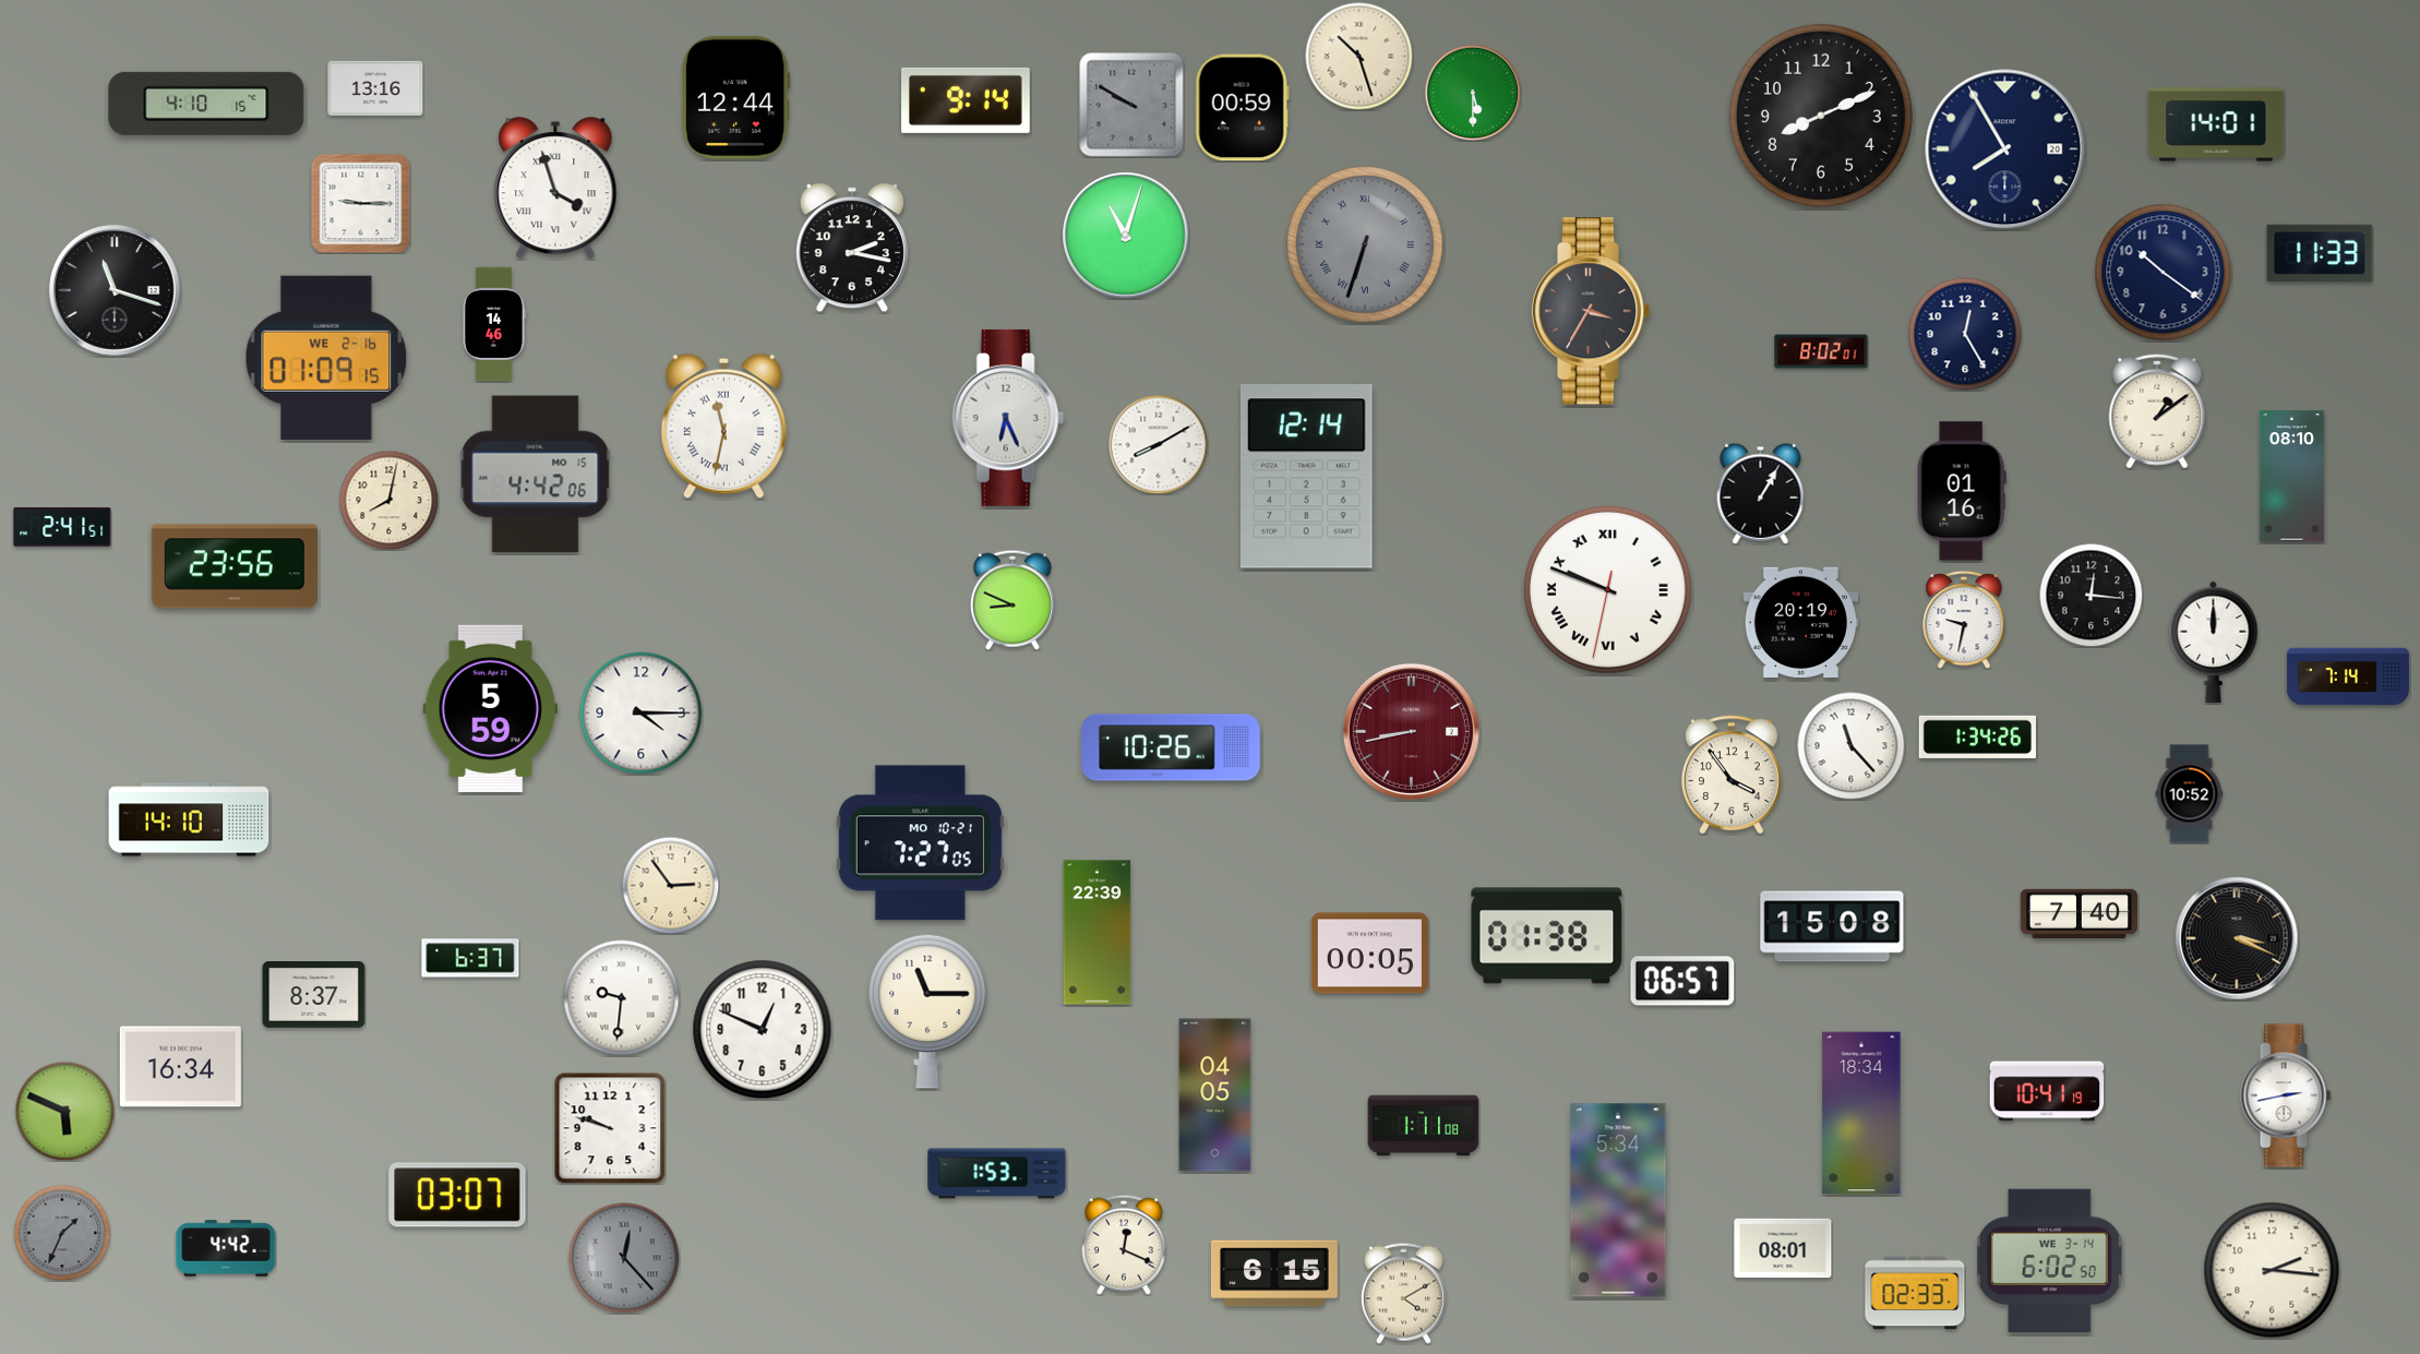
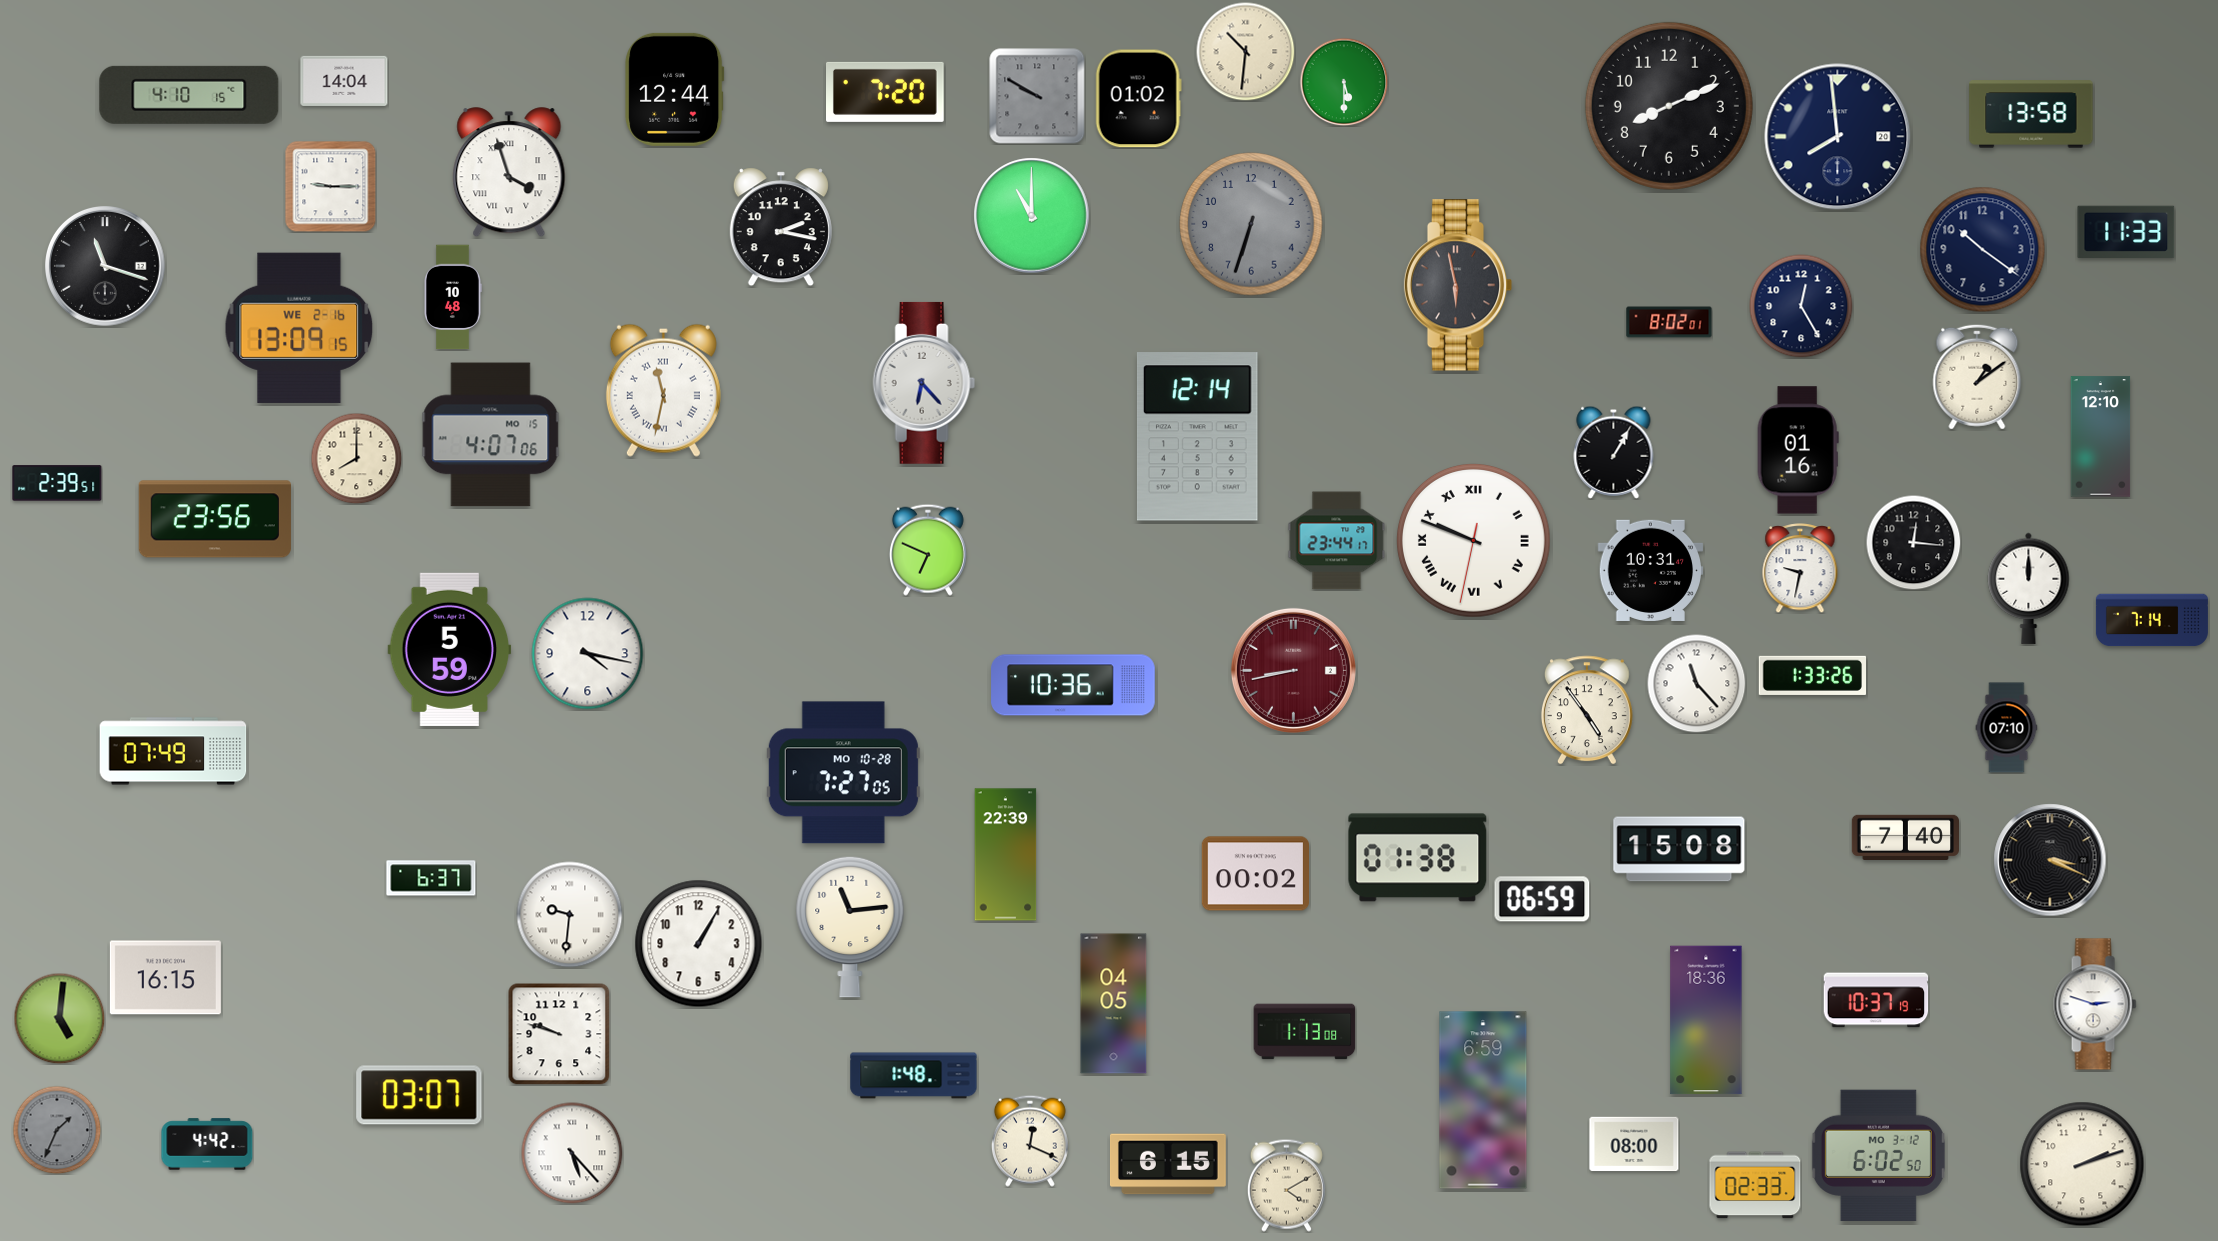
clock at (1359, 57): 10:27 -> 10:31
clock at (375, 88): 13:16 -> 14:04
clock at (1473, 93) position: (1473, 93) -> (1344, 82)
clock at (967, 100): 9:14 -> 7:20
clock at (1242, 108): 00:59 -> 01:02
clock at (2216, 124): 14:01 -> 13:58
clock at (2005, 149): 7:55 -> 7:59
clock at (1126, 236): 11:03 -> 11:00
clock at (1365, 244) numerals: Roman -> Arabic
clock at (1591, 311): 3:35 -> 5:58
clock at (494, 324): 14:46 -> 10:48
clock at (326, 358): 01:09 -> 13:09
clock at (1008, 418): 6:26 -> 6:23
clock at (1158, 444): 8:10 -> none
clock at (536, 475): 4:42 -> 4:07
clock at (2292, 477): 08:10 -> 12:10
clock at (388, 500): 8:02 -> 8:00
clock at (62, 527): 2:41 -> 2:39
clock at (1337, 541): none -> 23:44
clock at (2090, 595) position: (2090, 595) -> (1913, 542)
clock at (1013, 600): 8:49 -> 6:49
clock at (1801, 622): 20:19 -> 10:31
clock at (642, 714): 4:15 -> 4:17
clock at (1977, 736): 1:34 -> 1:33
clock at (1171, 747): 10:26 -> 10:36
clock at (1732, 775): 3:54 -> 4:54
clock at (2190, 794): 10:52 -> 07:10
clock at (189, 819): 14:10 -> 07:49
clock at (920, 843) date: MO 10-21 -> MO 10-28
clock at (670, 885): 2:54 -> none
clock at (1369, 954): 00:05 -> 00:02
clock at (1682, 981): 06:57 -> 06:59
clock at (314, 995): 8:37 -> none
clock at (927, 1011): 11:15 -> 11:14
clock at (763, 1030): 12:49 -> 1:05
clock at (180, 1067): 16:34 -> 16:15
clock at (2047, 1091): 10:41 -> 10:37
clock at (2286, 1095): 2:43 -> 2:48
clock at (64, 1111): 5:49 -> 5:01
clock at (1861, 1113): 18:34 -> 18:36
clock at (1424, 1126): 1:11 -> 1:13
clock at (997, 1174): 1:53 -> 1:48
clock at (1618, 1200): 5:34 -> 6:59
clock at (1783, 1248): 08:01 -> 08:00
clock at (624, 1258): 12:23 -> 5:23
clock at (624, 1258) dial: grey -> white
clock at (2049, 1261) date: WE 3-14 -> MO 3-12
clock at (2272, 1270): 2:16 -> 2:12
clock at (1274, 1273) position: (1274, 1273) -> (1168, 1164)
